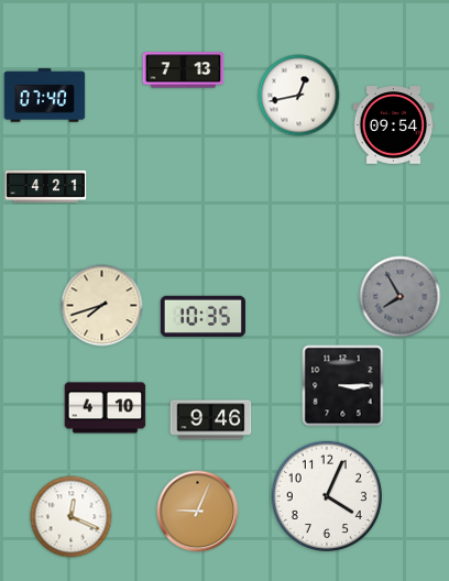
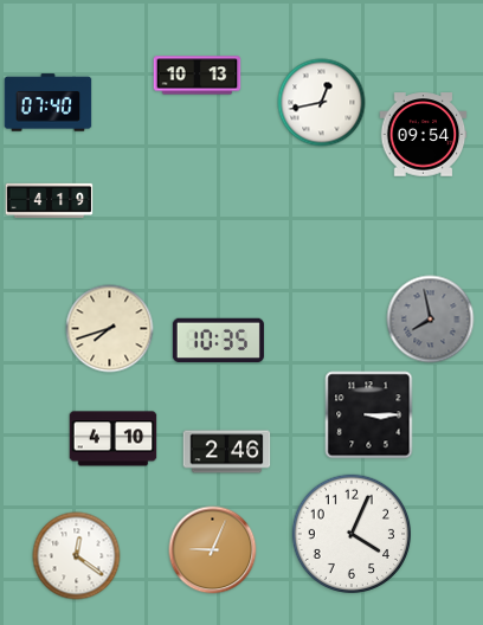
clock at (184, 70): 7:13 -> 10:13
clock at (46, 186): 4:21 -> 4:19
clock at (401, 297): 7:55 -> 7:58
clock at (211, 420): 9:46 -> 2:46
clock at (72, 517): 12:19 -> 12:21
